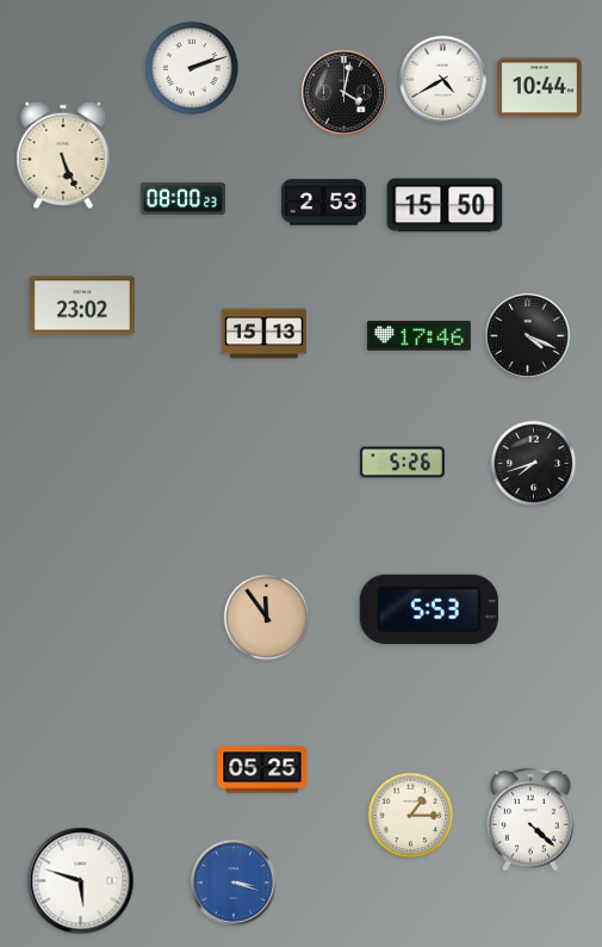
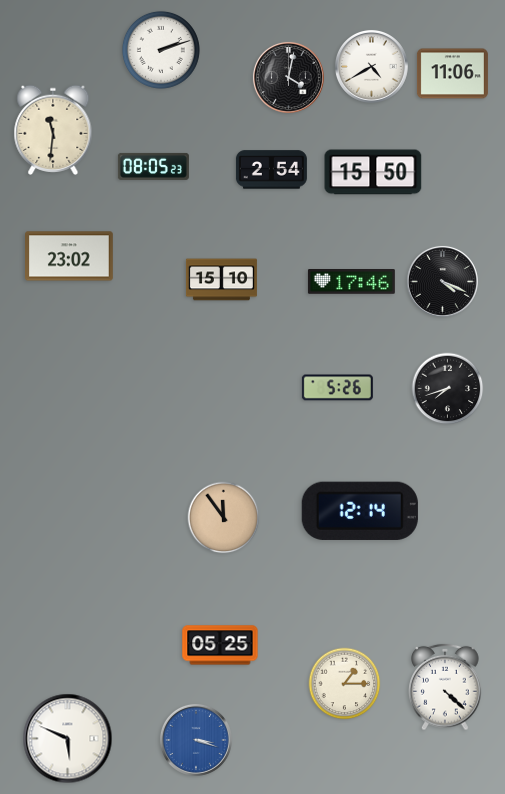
clock at (192, 68) position: (192, 68) -> (161, 50)
clock at (539, 88): 10:44 -> 11:06
clock at (63, 155): 5:26 -> 11:31
clock at (182, 198): 08:00 -> 08:05
clock at (323, 203): 2:53 -> 2:54
clock at (263, 334): 15:13 -> 15:10
clock at (429, 609): 5:53 -> 12:14
clock at (81, 881): 5:48 -> 5:49
